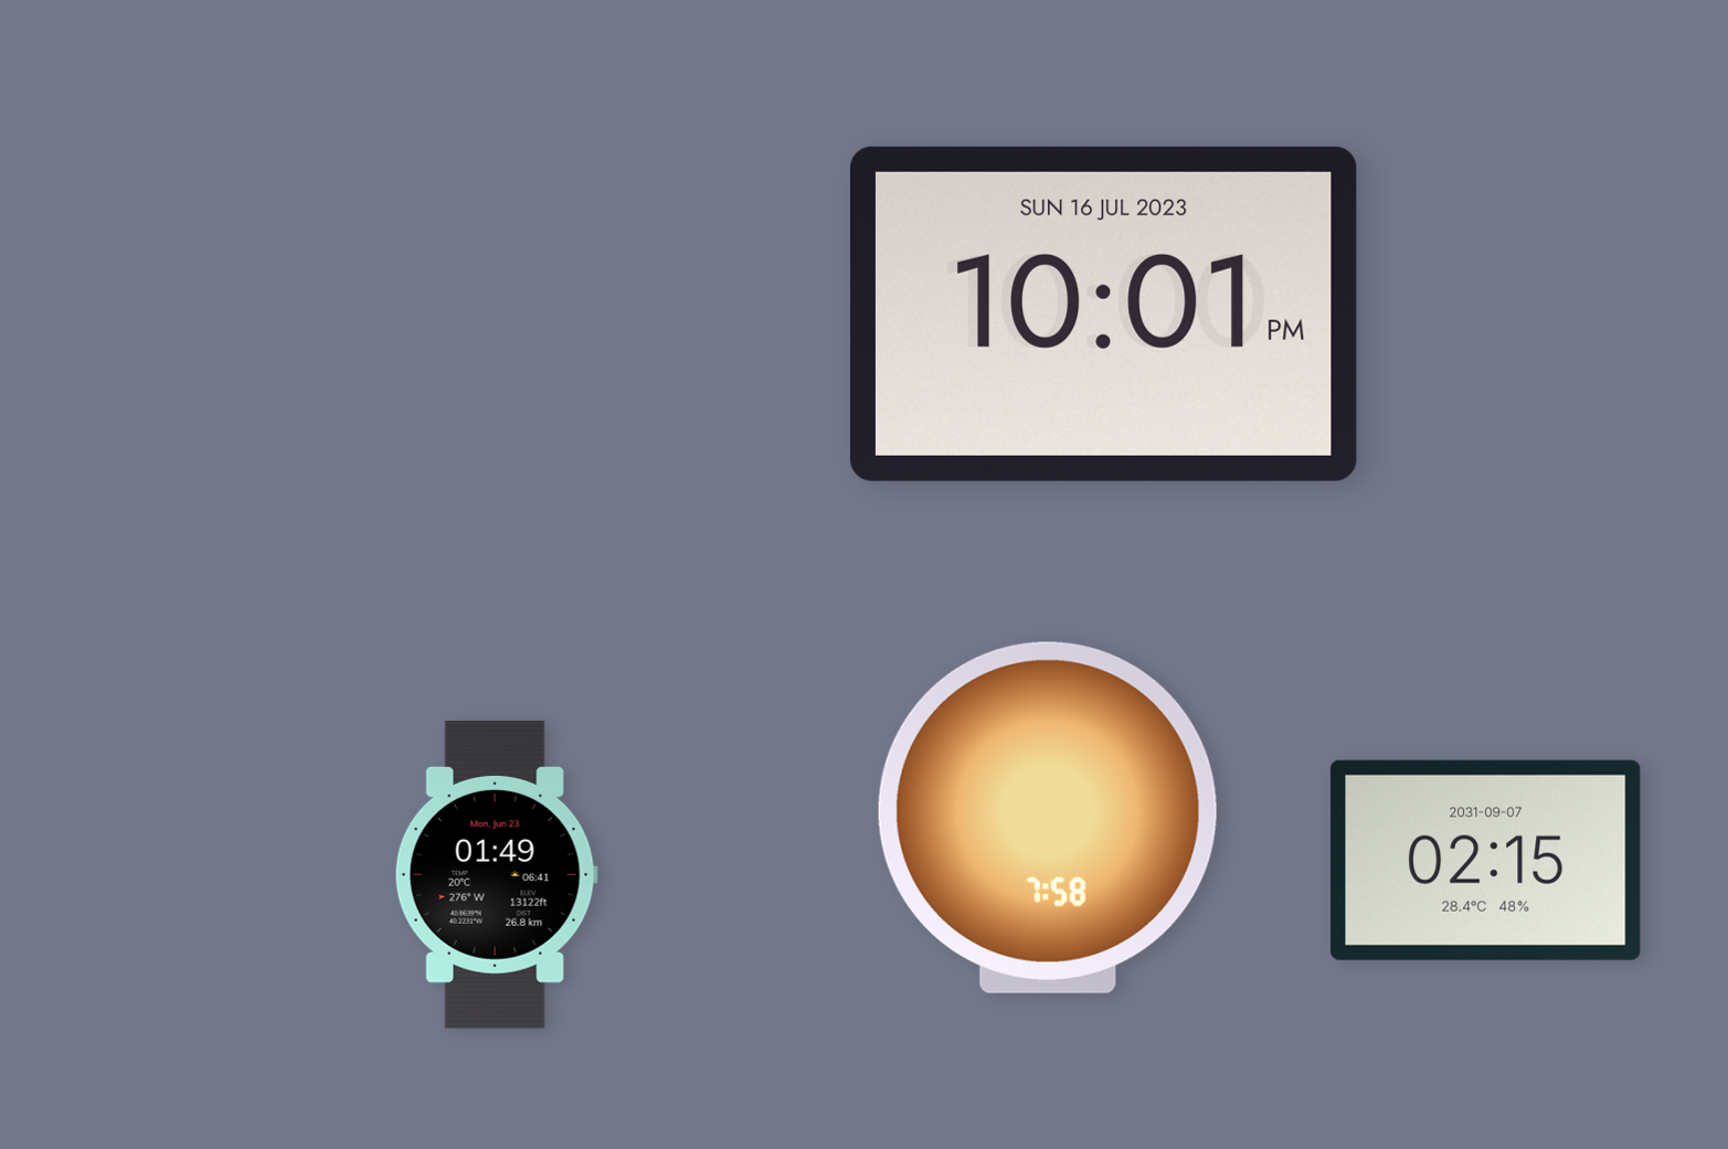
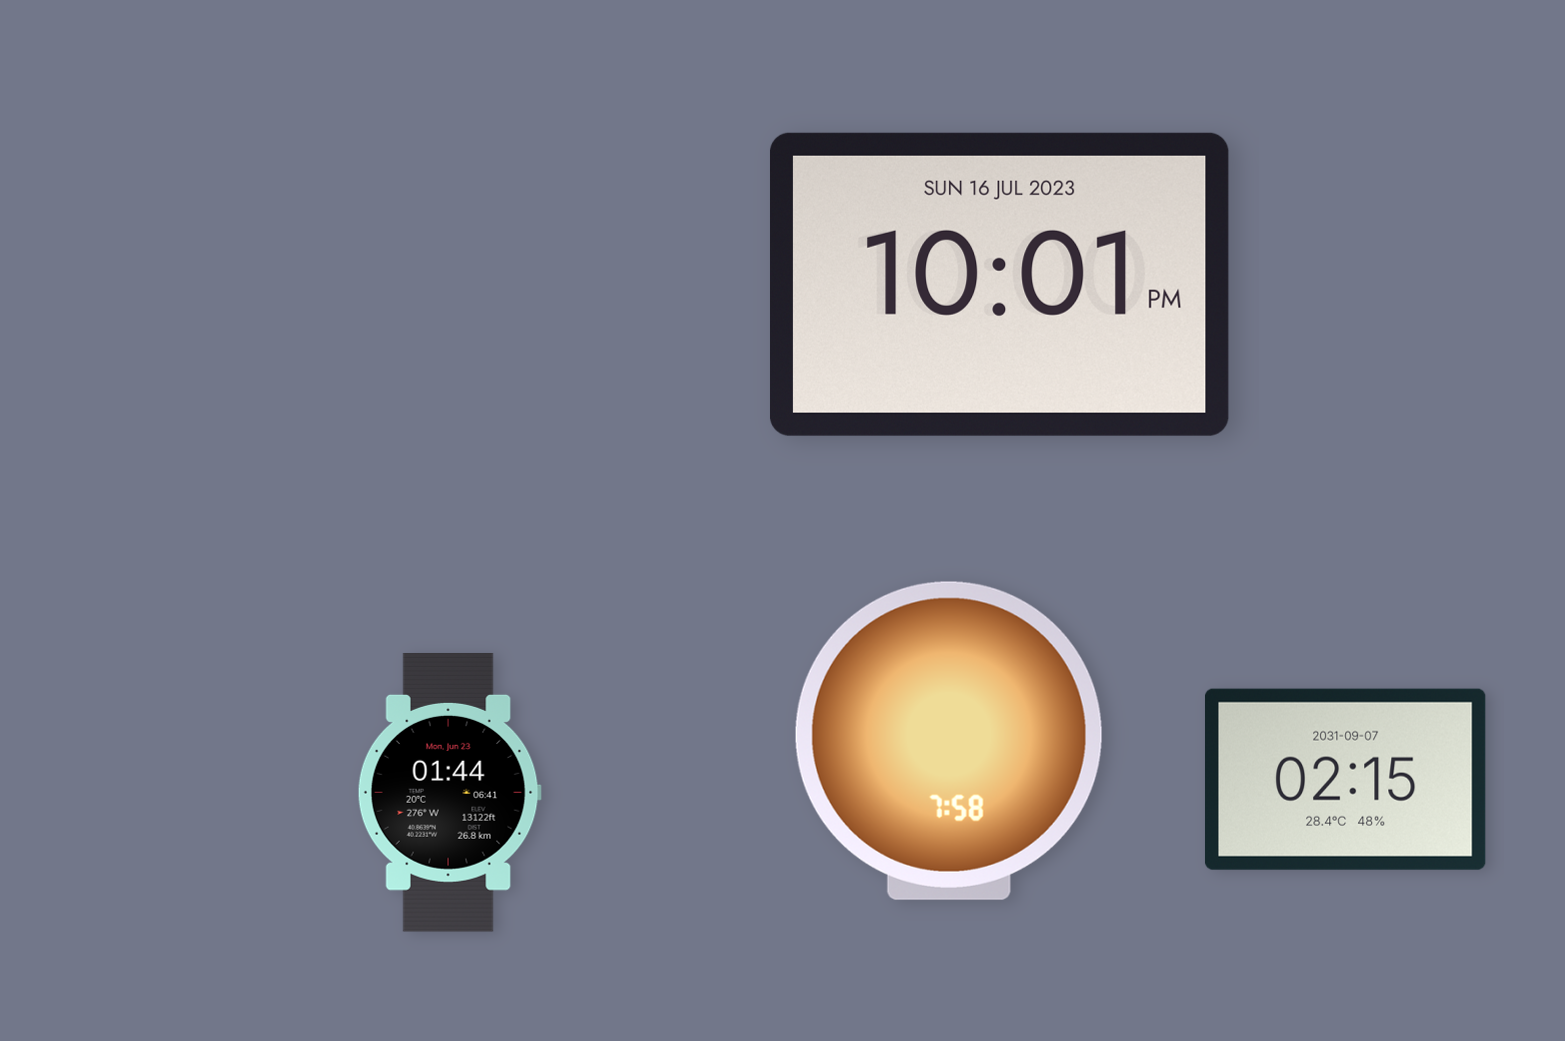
clock at (496, 874): 01:49 -> 01:44
